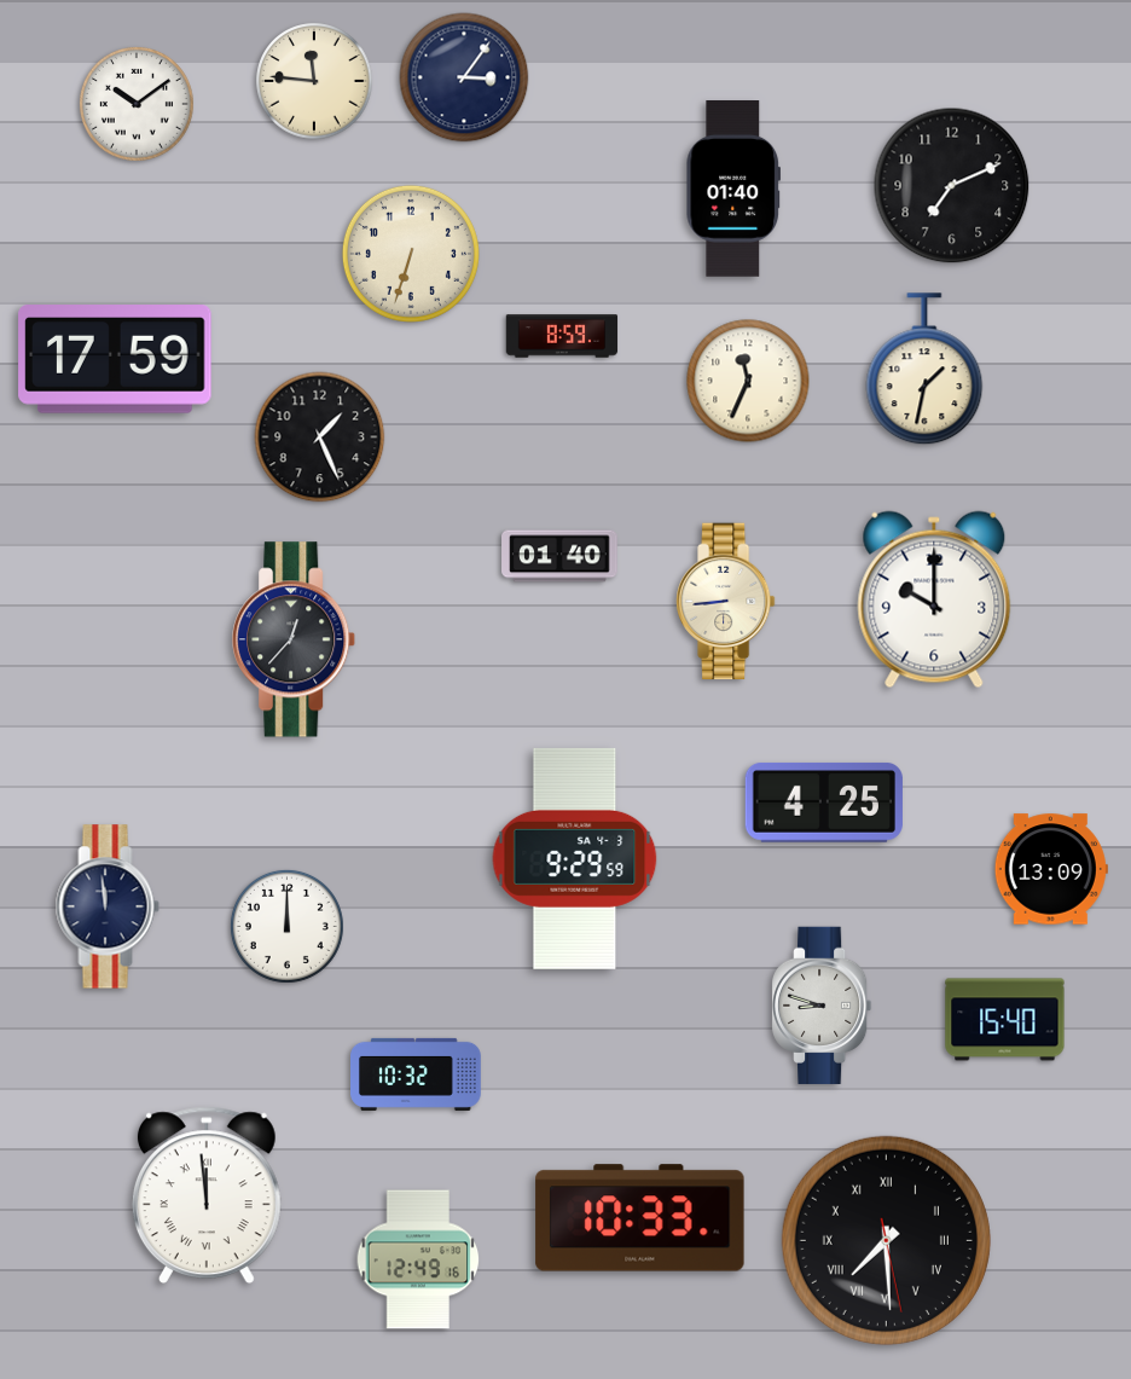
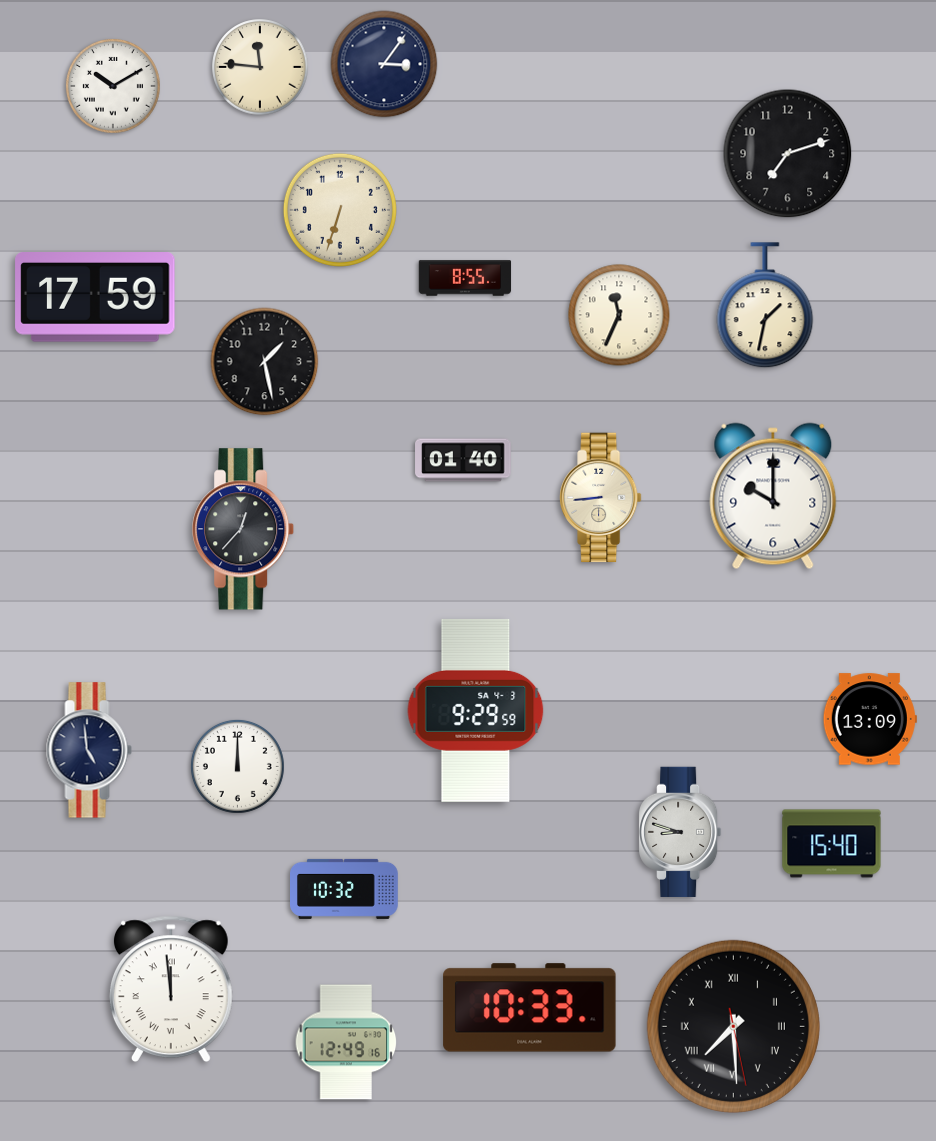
clock at (137, 104): 10:09 -> 10:10
clock at (952, 186): 7:11 -> 7:12
clock at (732, 190): 01:40 -> none
clock at (562, 336): 8:59 -> 8:55
clock at (320, 438): 1:26 -> 1:28
clock at (824, 803): 4:25 -> none
clock at (108, 906): 11:59 -> 4:59
